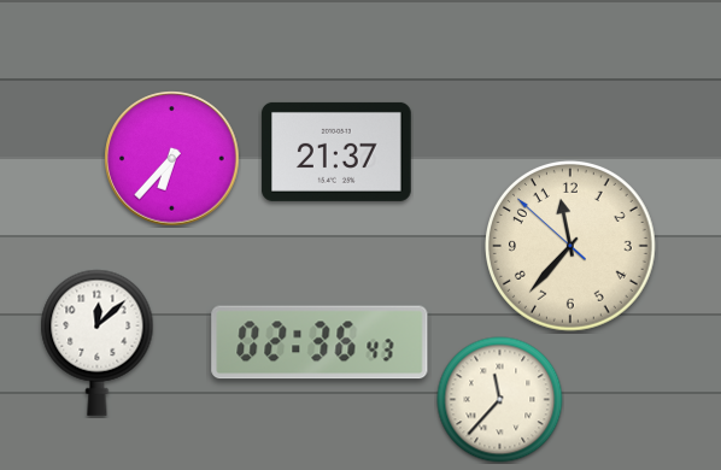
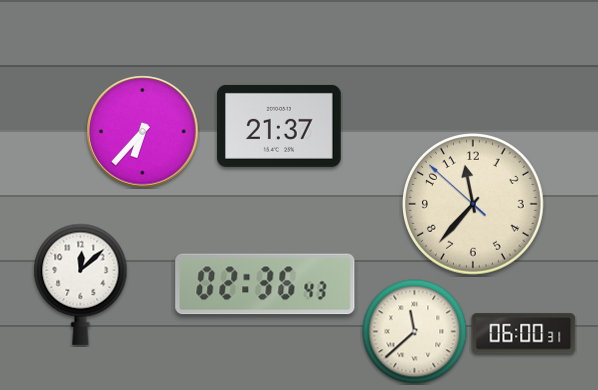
clock at (500, 400): 11:37 -> 11:38
clock at (524, 334): none -> 06:00
